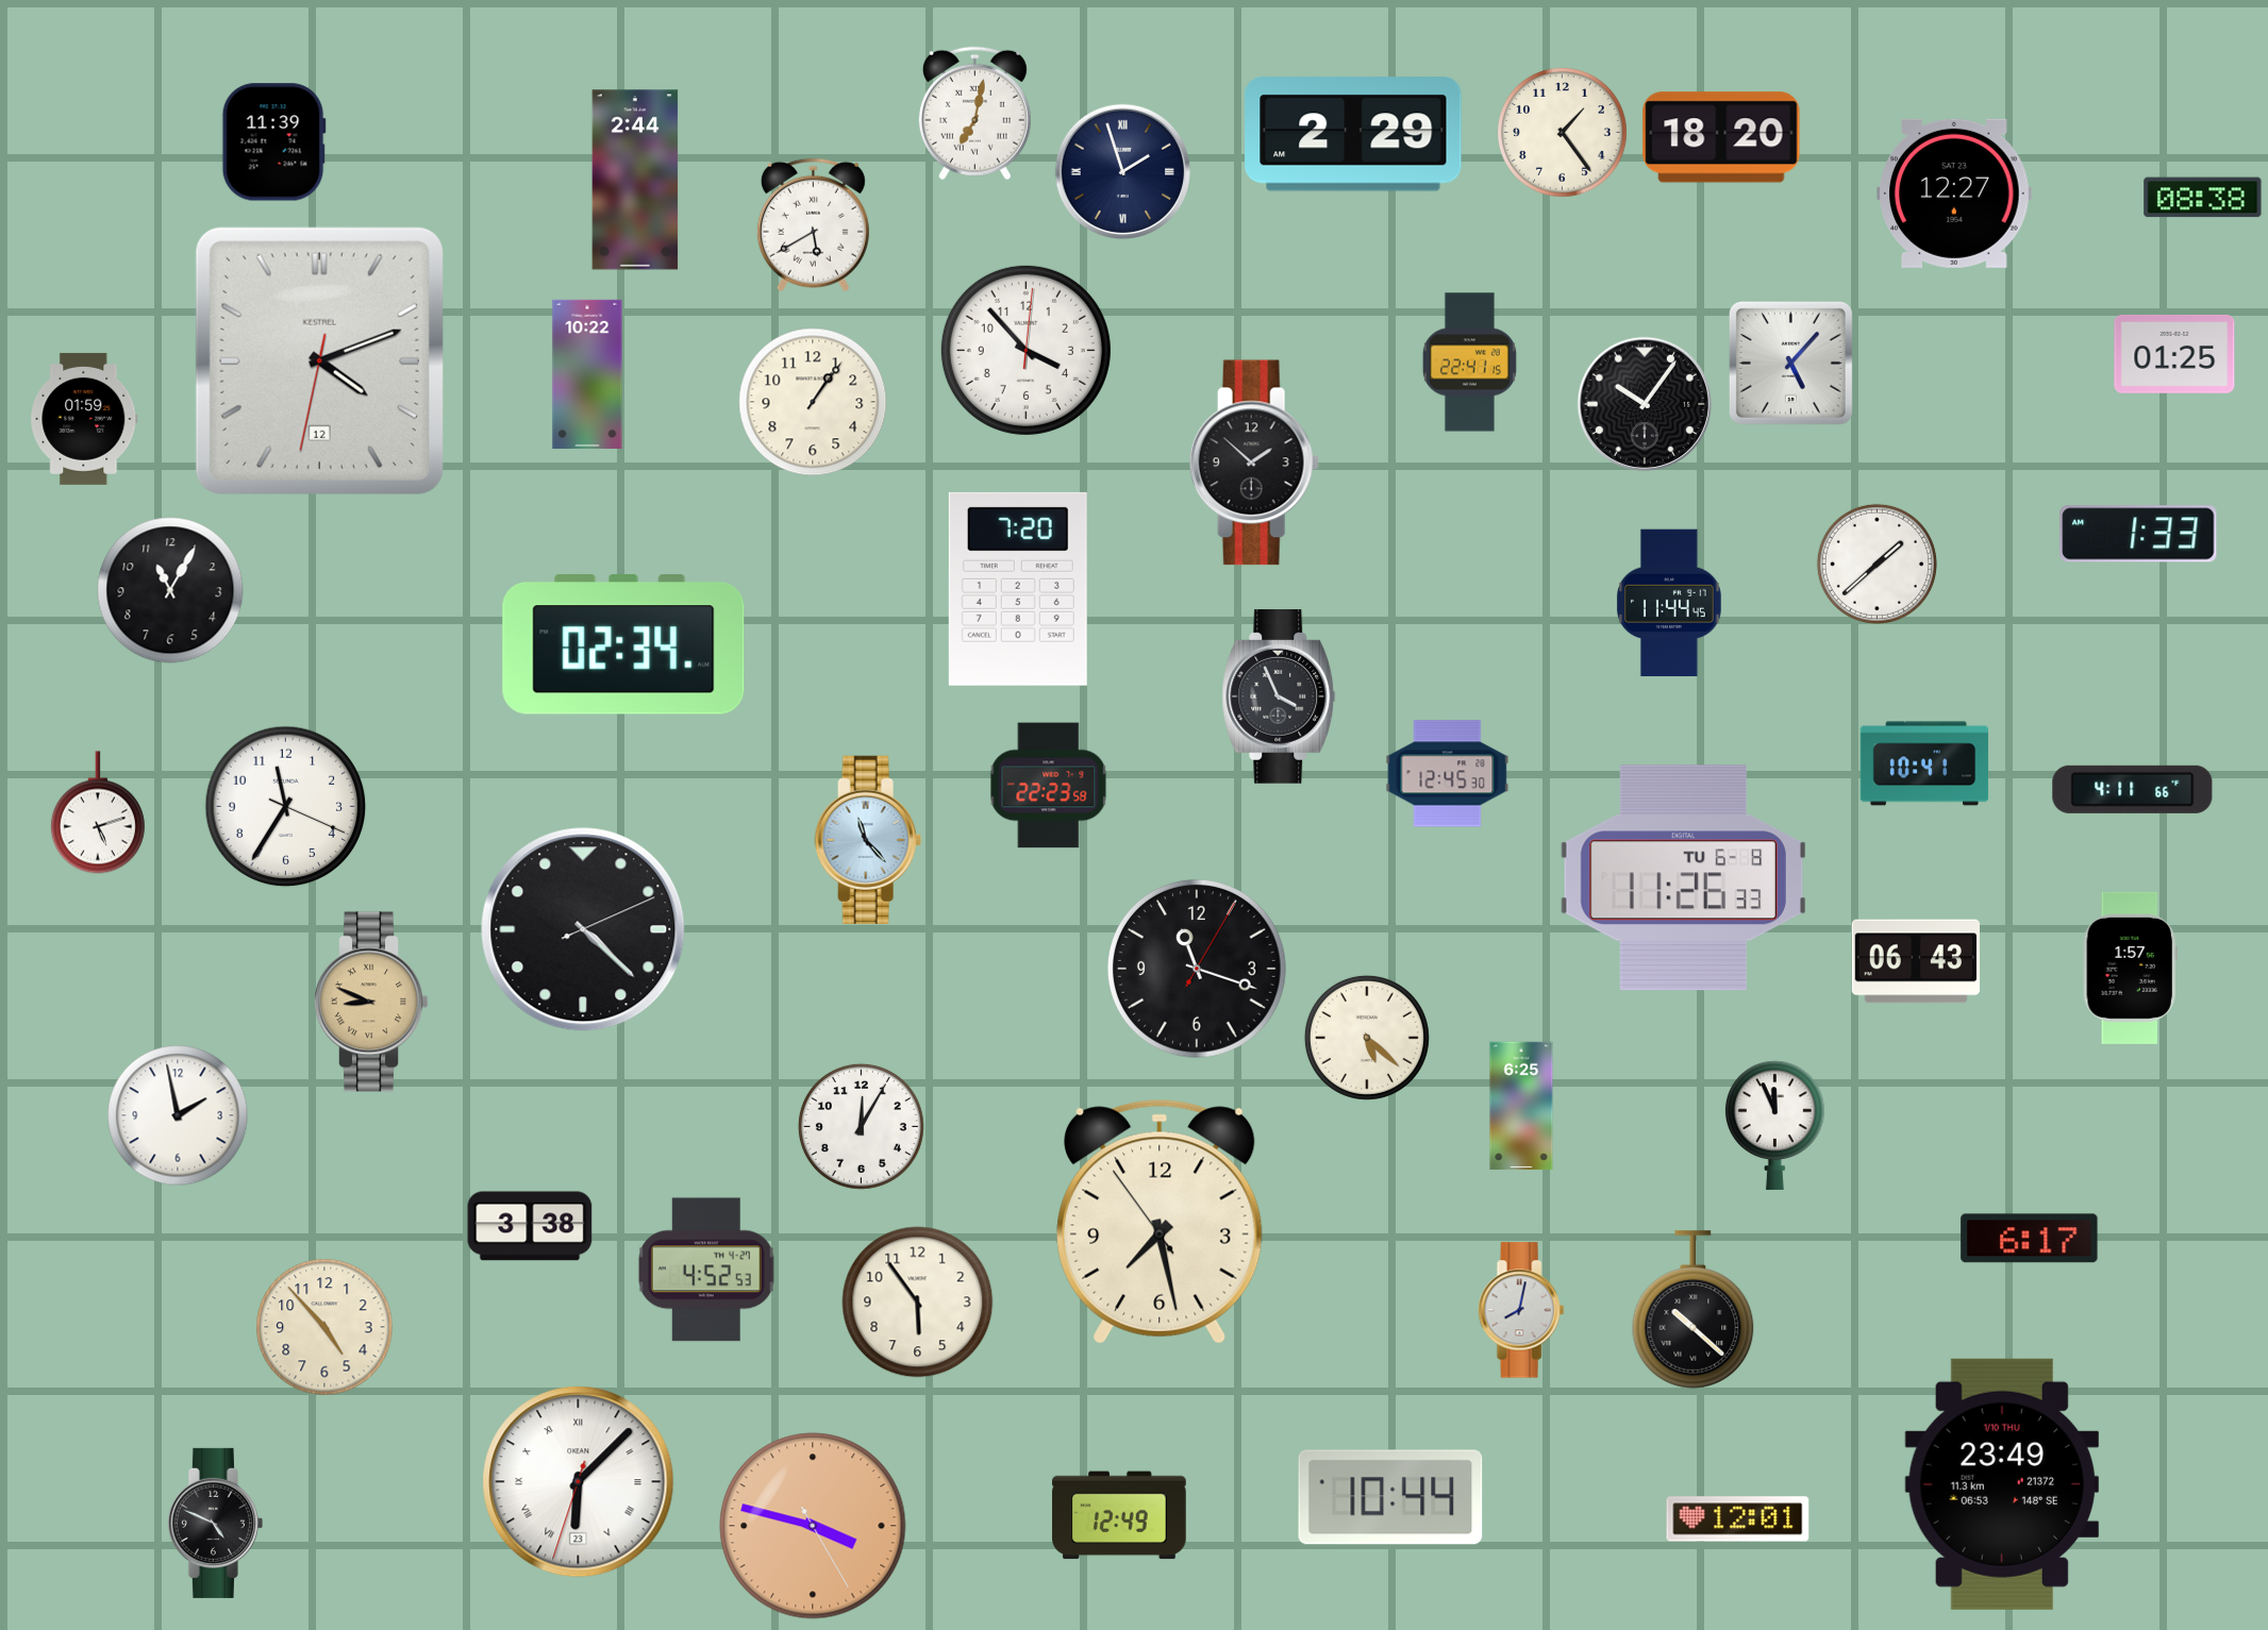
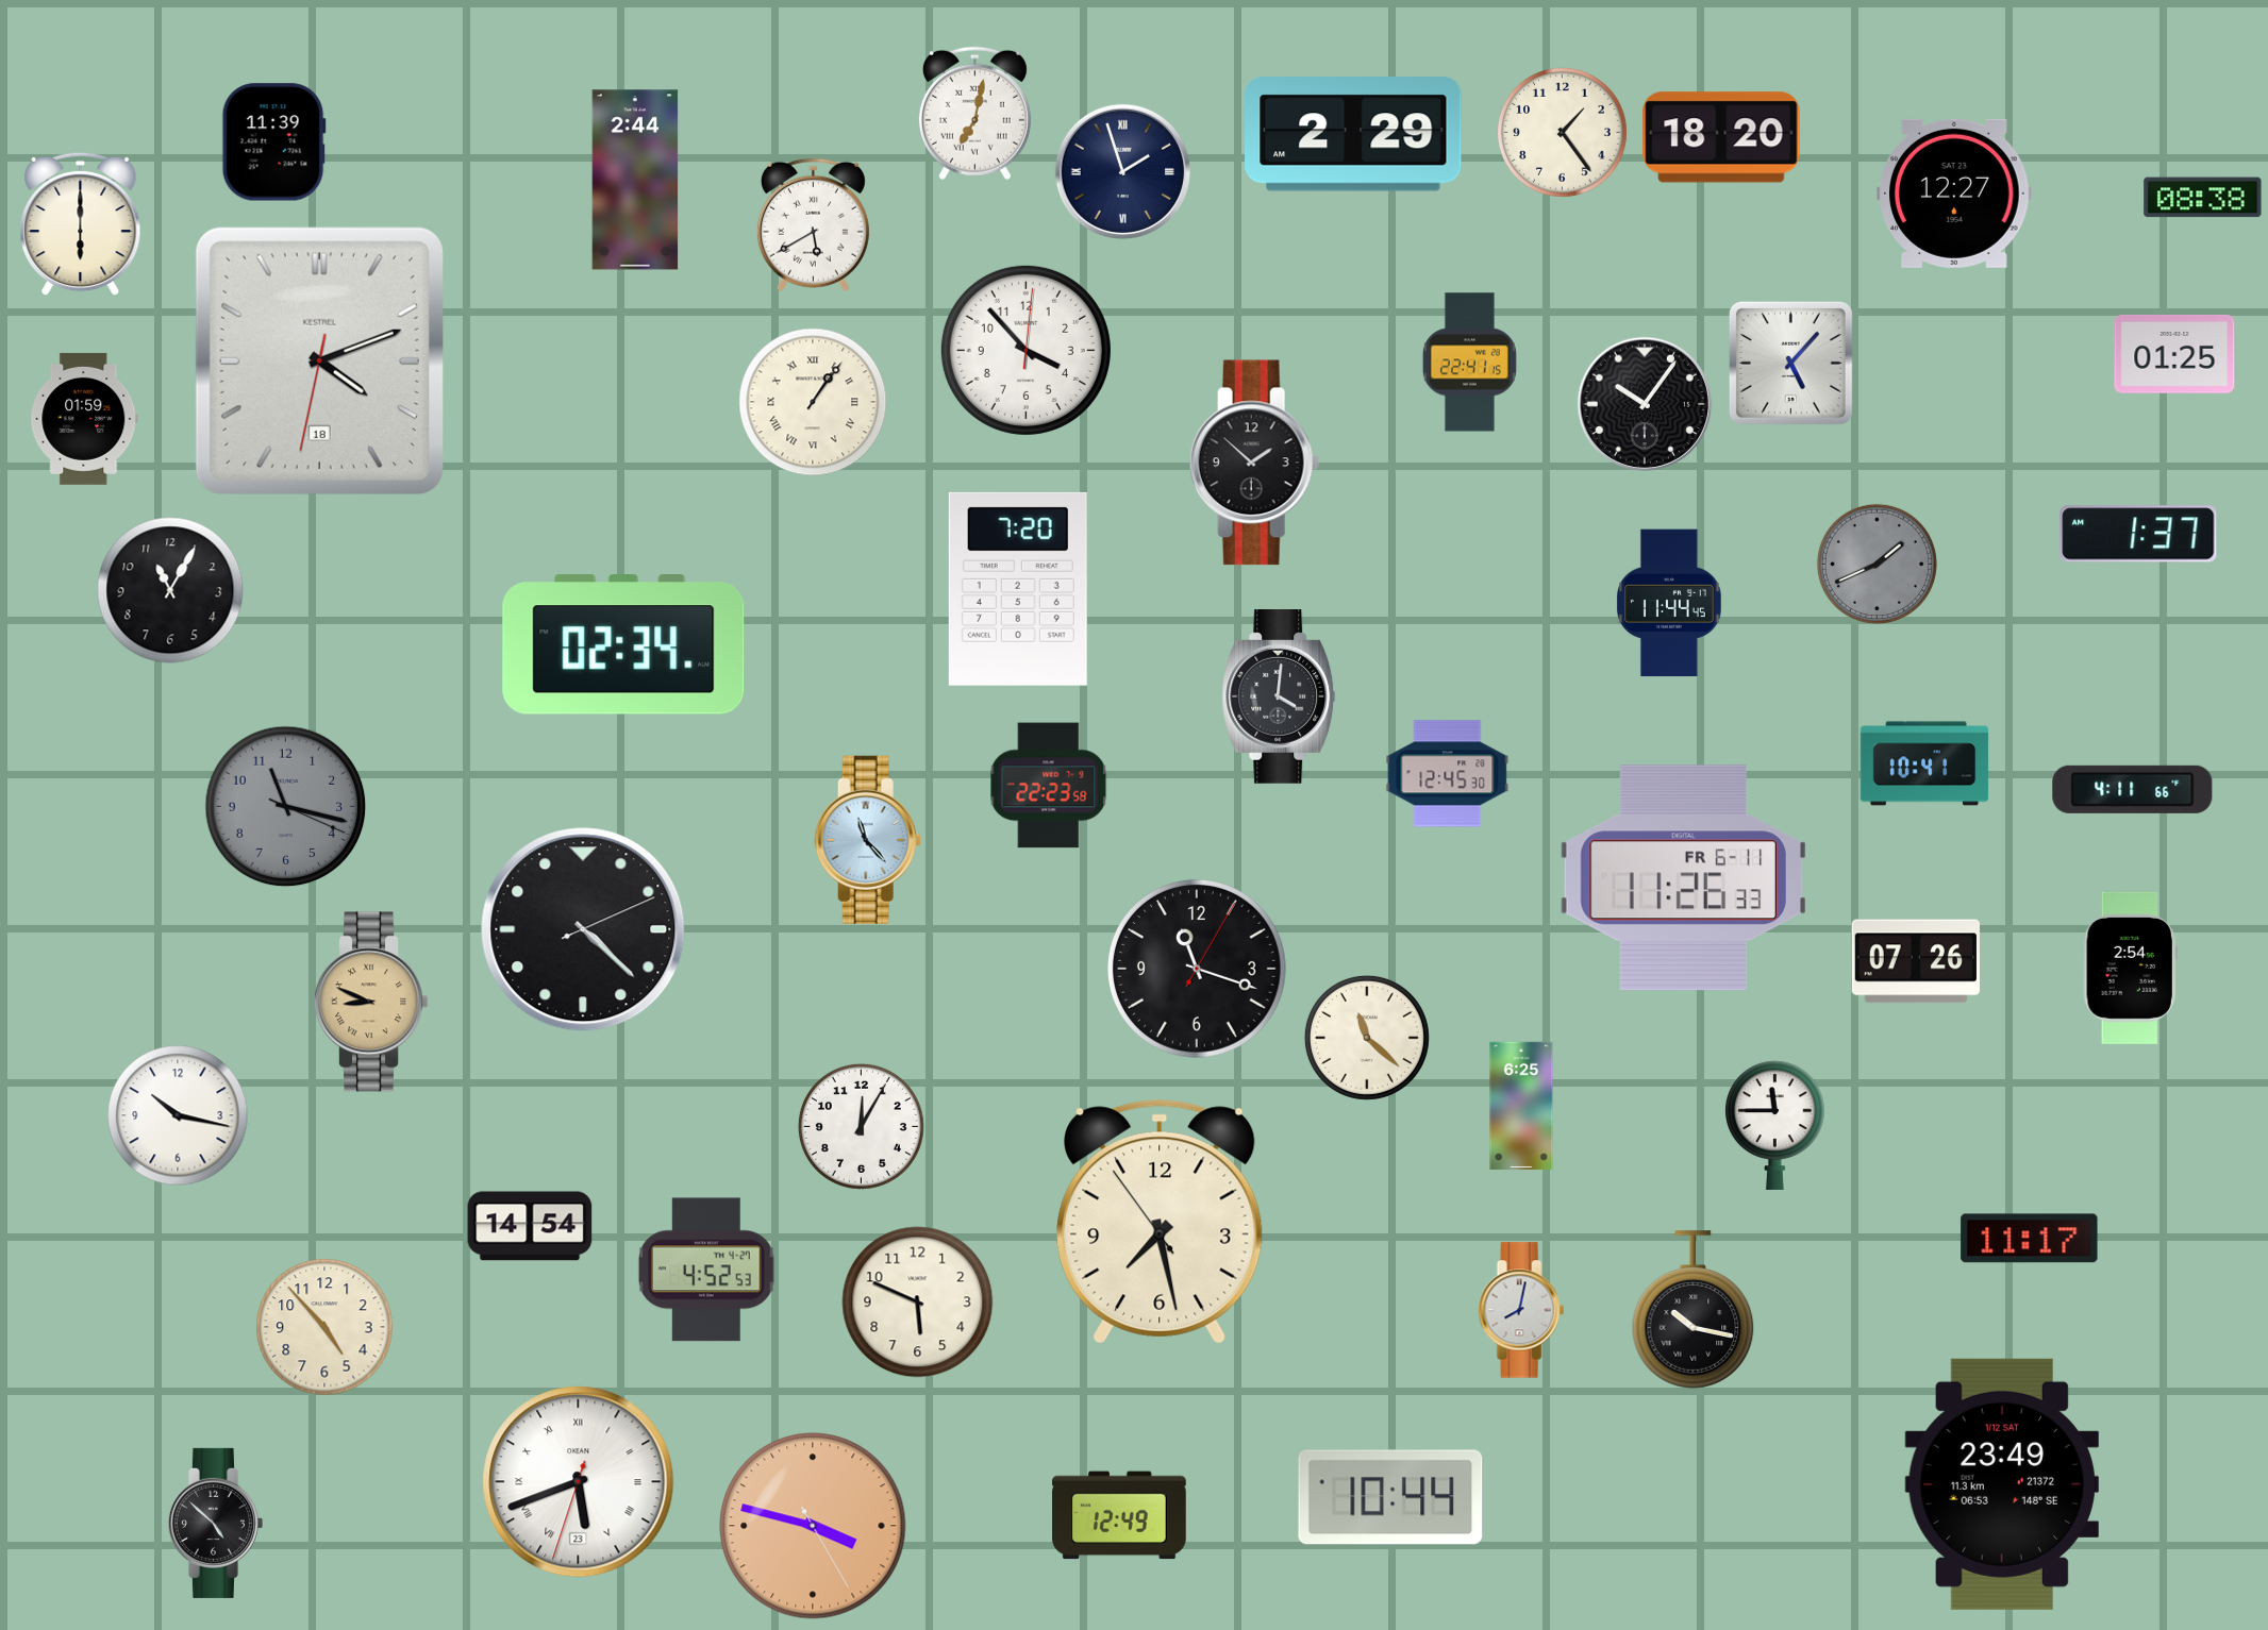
clock at (81, 224): none -> 6:00
clock at (319, 360) date: 12 -> 18
clock at (587, 374): 10:22 -> none
clock at (813, 402) numerals: Arabic -> Roman
clock at (2138, 534): 1:33 -> 1:37
clock at (1877, 564): 1:38 -> 1:41
clock at (1877, 564) dial: white -> grey
clock at (1279, 698): 3:56 -> 4:01
clock at (286, 807): 11:35 -> 11:17
clock at (286, 807) dial: white -> grey
clock at (98, 812): 5:12 -> none
clock at (1683, 878) date: TU 6-8 -> FR 6-11
clock at (1916, 961): 06:43 -> 07:26
clock at (2130, 968): 1:57 -> 2:54
clock at (1367, 1038): 5:22 -> 11:22
clock at (178, 1115): 1:58 -> 10:17
clock at (1774, 1125): 11:56 -> 11:45
clock at (530, 1226): 3:38 -> 14:54
clock at (2030, 1239): 6:17 -> 11:17
clock at (918, 1303): 5:54 -> 5:49
clock at (1694, 1310): 10:22 -> 10:17
clock at (579, 1482): 6:07 -> 5:41
clock at (2002, 1484) date: 1/10 THU -> 1/12 SAT
clock at (1738, 1519): 12:01 -> none
clock at (215, 1523): 4:49 -> 4:52
